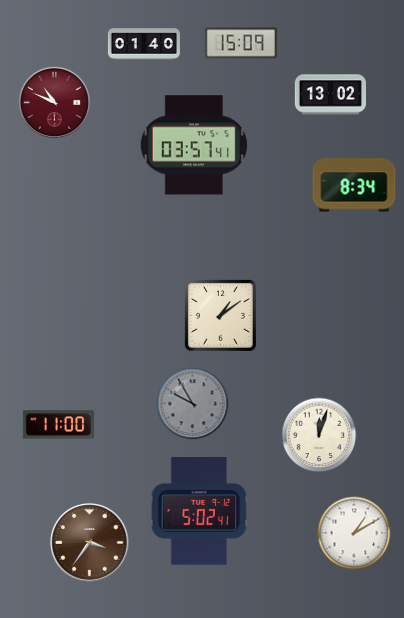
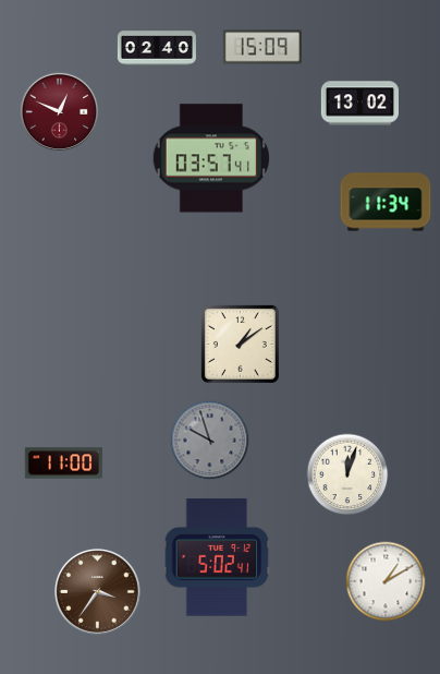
clock at (144, 44): 01:40 -> 02:40
clock at (55, 103): 10:49 -> 12:49
clock at (354, 185): 8:34 -> 11:34
clock at (193, 404): 9:55 -> 9:57
